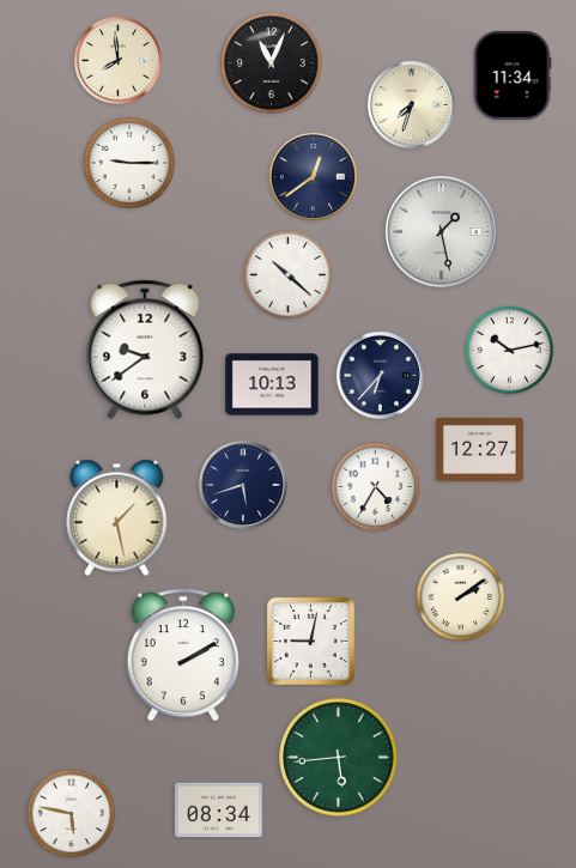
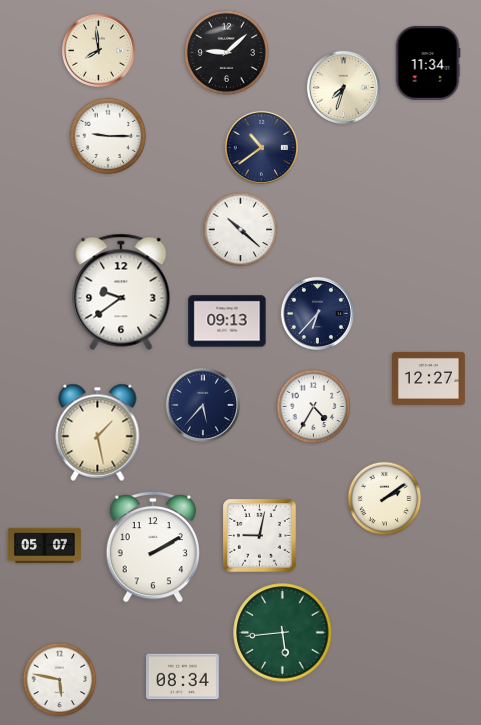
clock at (271, 62): 11:04 -> 9:08
clock at (313, 176): 12:39 -> 10:39
clock at (442, 232): 1:28 -> none
clock at (510, 351): 10:13 -> none
clock at (272, 384): 10:13 -> 09:13
clock at (479, 449) position: (479, 449) -> (428, 378)
clock at (243, 485): 5:42 -> 5:37
clock at (44, 545): none -> 05:07
